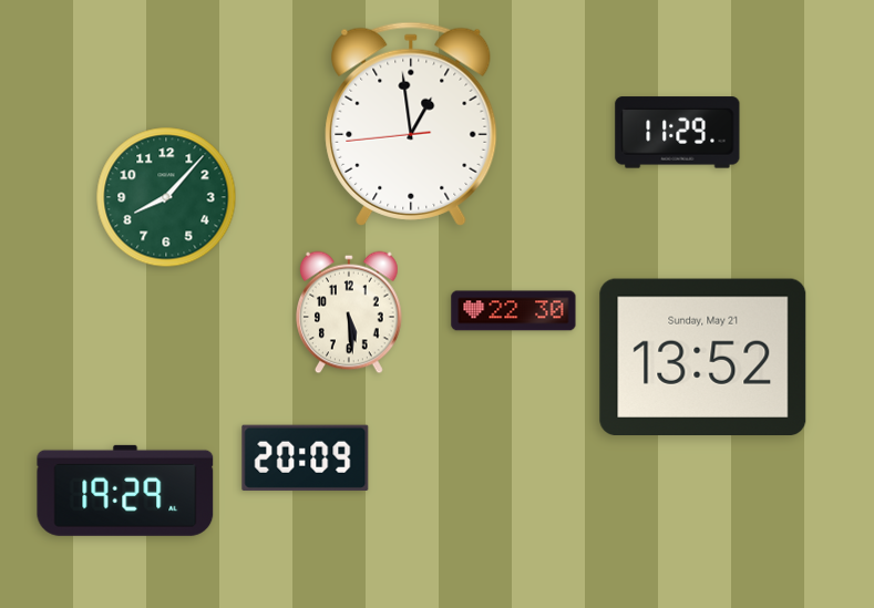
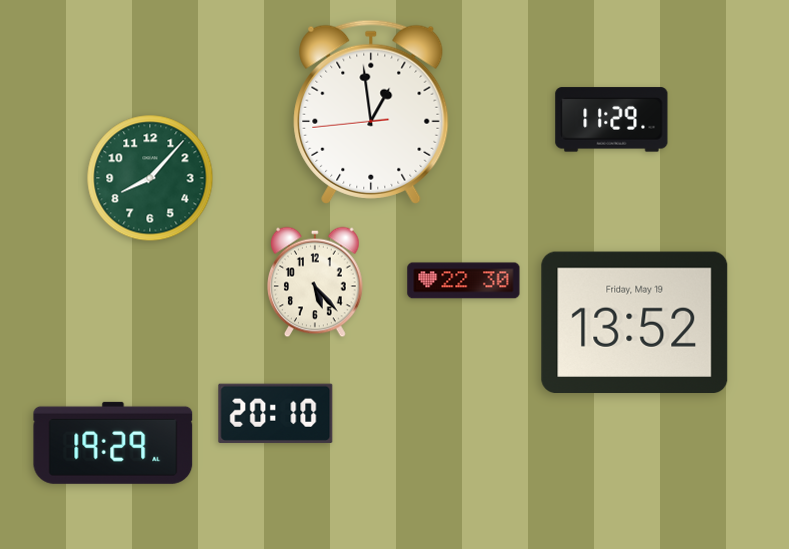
clock at (350, 312): 5:29 -> 5:23
clock at (703, 357) date: Sunday, May 21 -> Friday, May 19
clock at (306, 457): 20:09 -> 20:10
